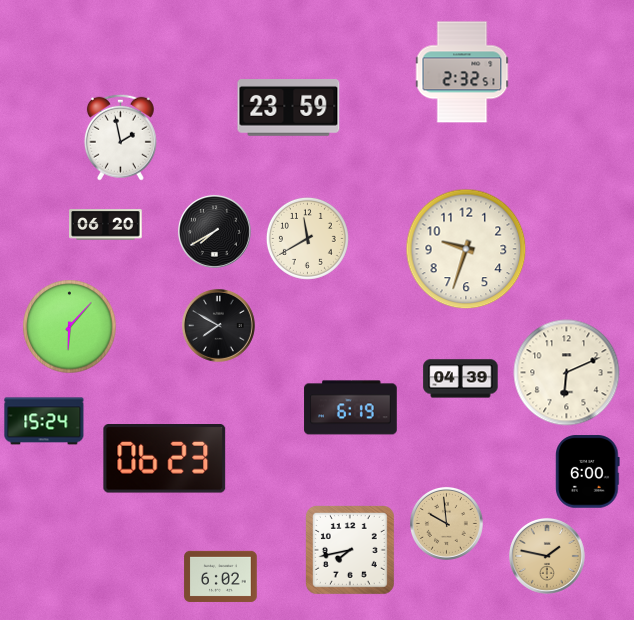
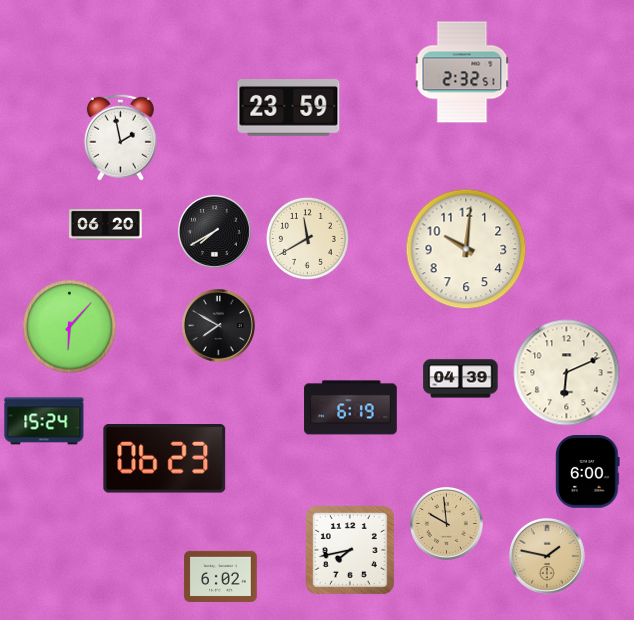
clock at (466, 249): 9:33 -> 10:01
